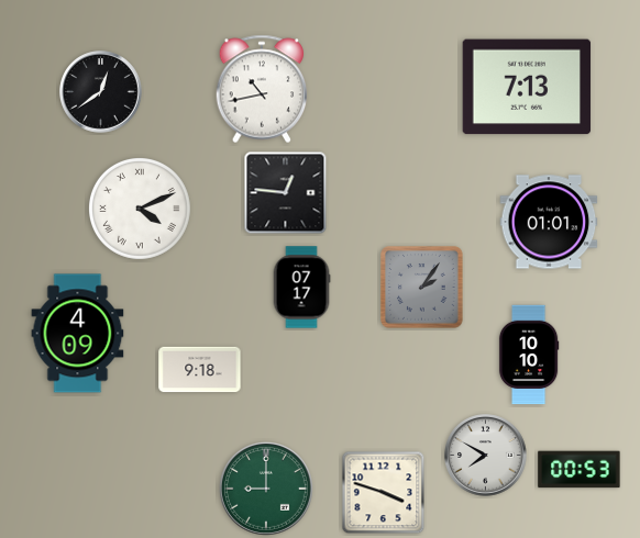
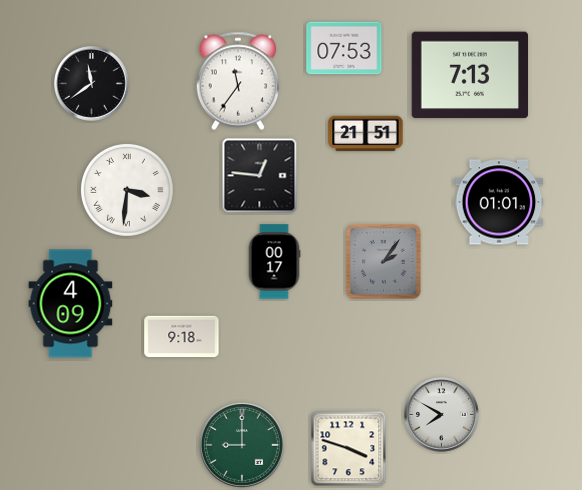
clock at (344, 48): none -> 07:53
clock at (527, 87) position: (527, 87) -> (470, 75)
clock at (262, 89): 10:43 -> 11:36
clock at (101, 92): 12:39 -> 11:39
clock at (366, 134): none -> 21:51
clock at (140, 209): 4:11 -> 3:31
clock at (301, 288): 07:17 -> 00:17
clock at (529, 355): 10:10 -> none
clock at (580, 470): 00:53 -> none
